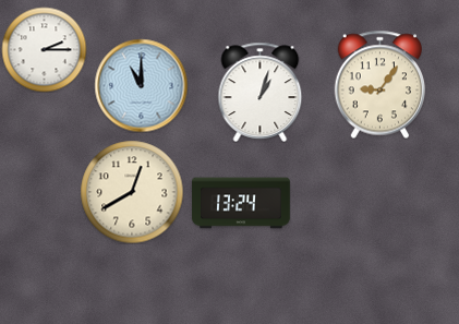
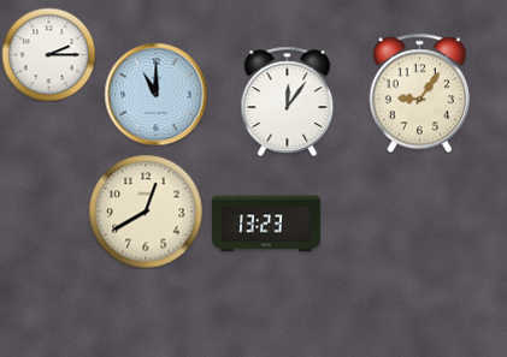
clock at (261, 92): 1:03 -> 12:06
clock at (241, 203): 13:24 -> 13:23
